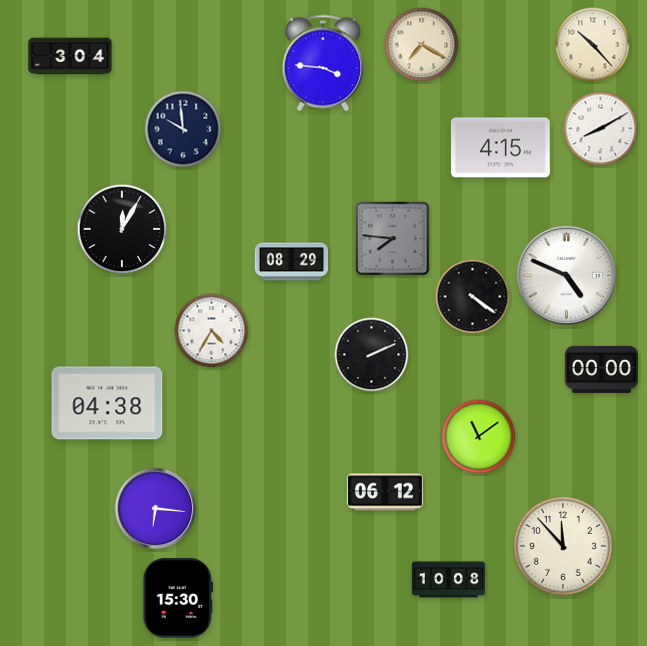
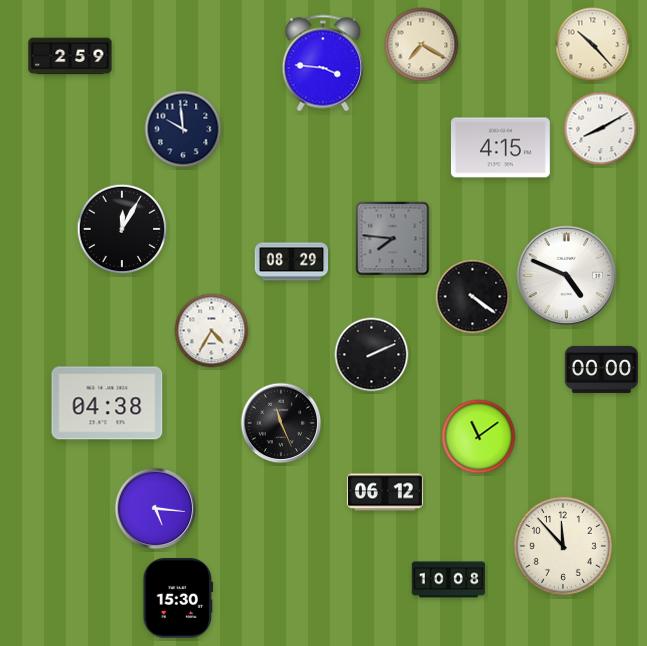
clock at (70, 56): 3:04 -> 2:59
clock at (281, 423): none -> 11:26
clock at (156, 509): 6:16 -> 5:16
